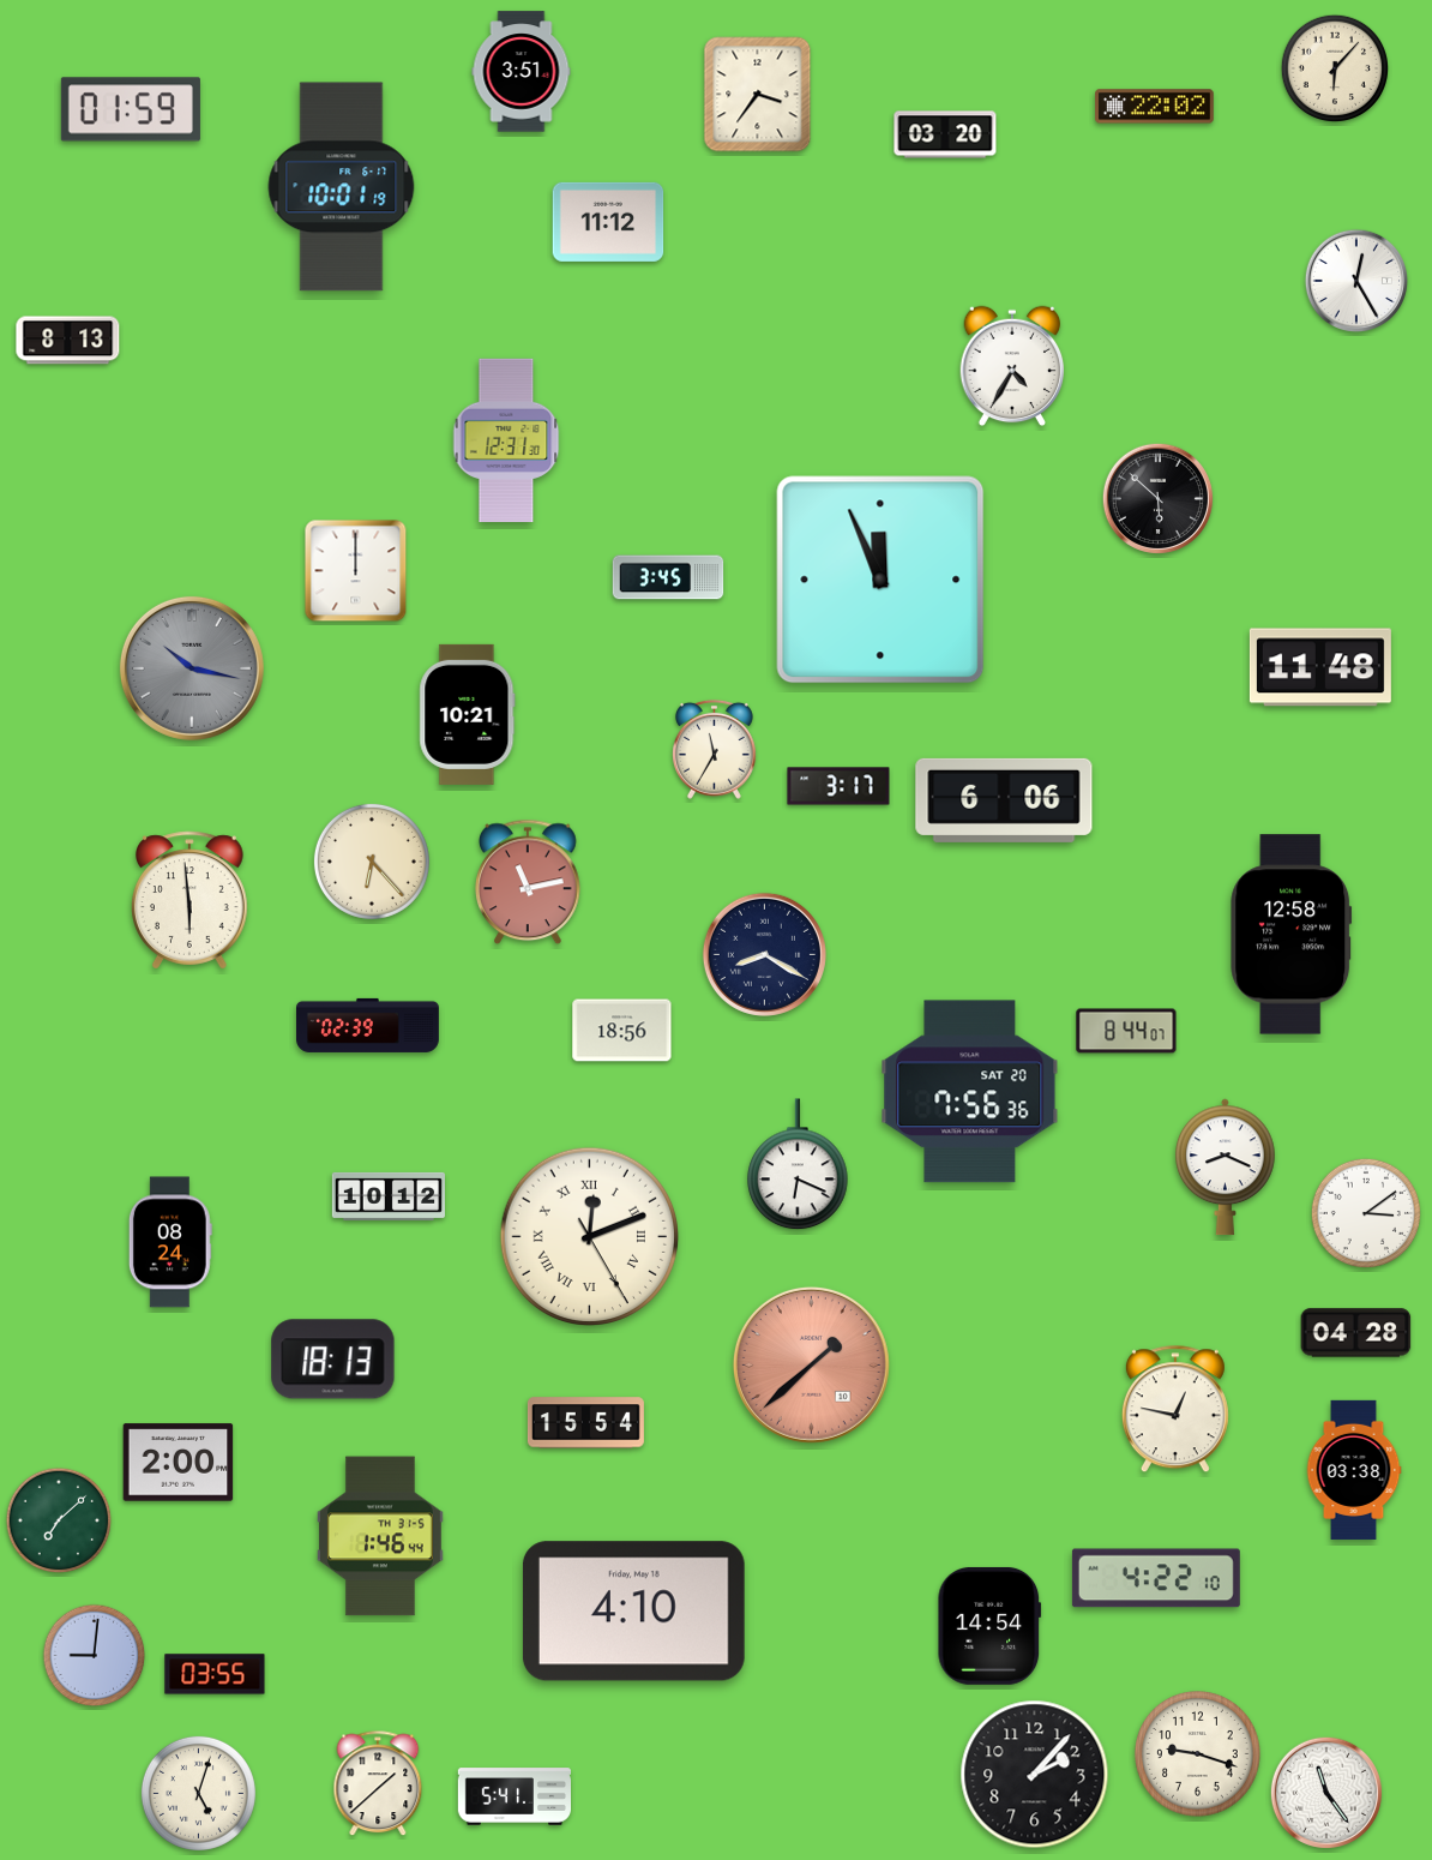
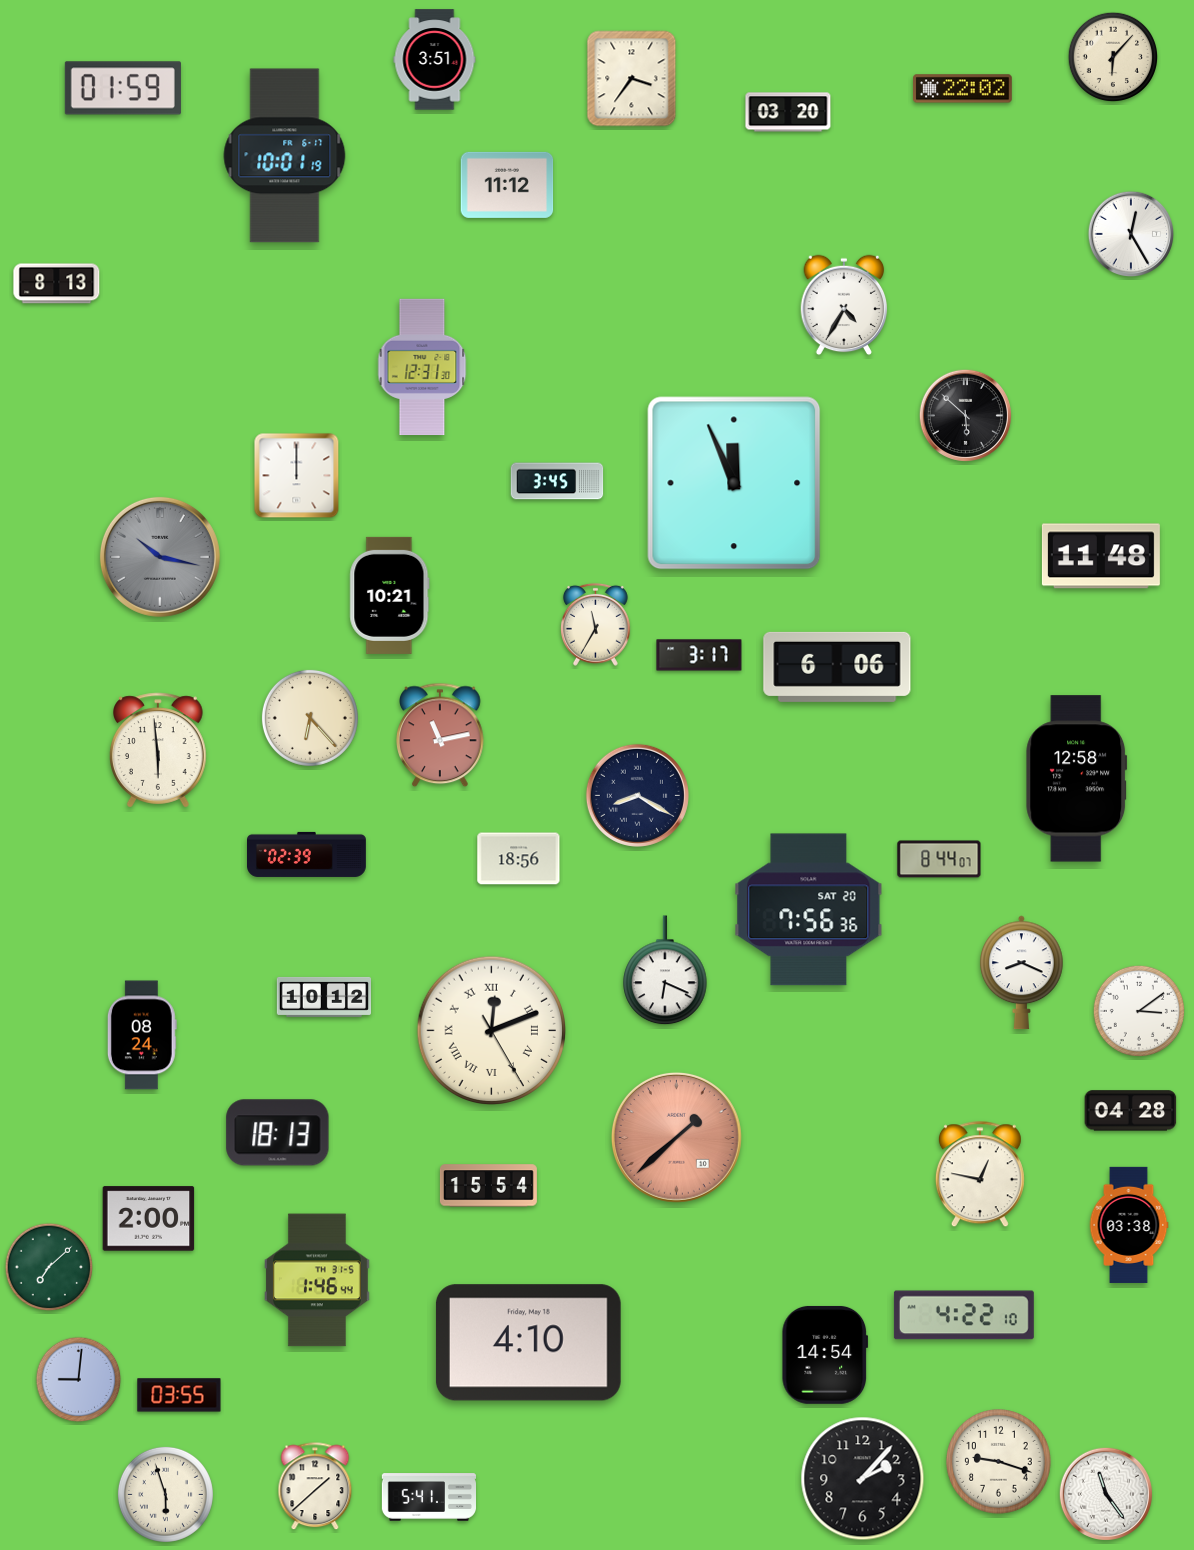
clock at (131, 109) position: (131, 109) -> (123, 88)
clock at (198, 1793): 5:03 -> 5:57
